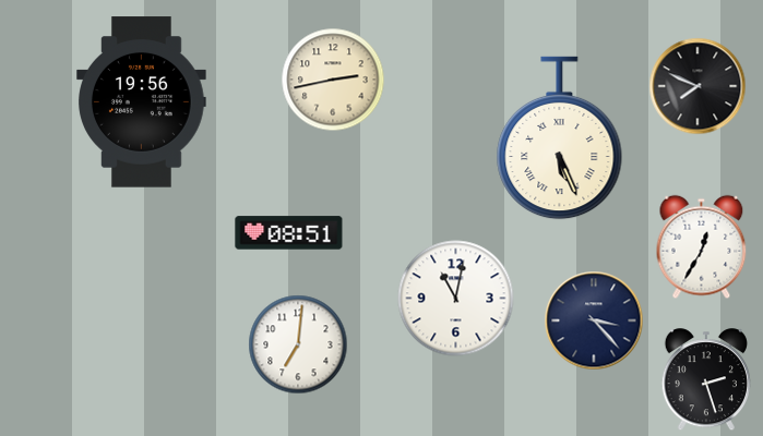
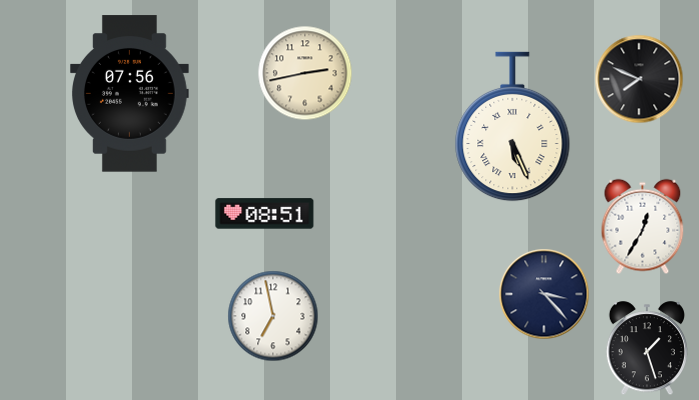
clock at (142, 102): 19:56 -> 07:56
clock at (456, 299): 11:02 -> none
clock at (298, 344): 7:01 -> 6:58
clock at (706, 380): 2:27 -> 1:27
